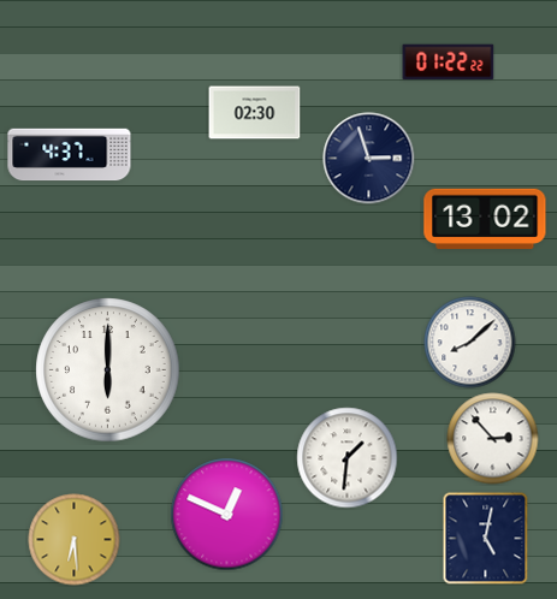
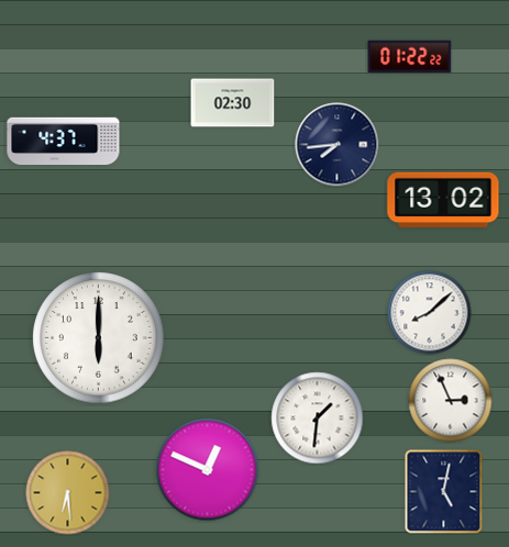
clock at (369, 159): 2:57 -> 7:44
clock at (493, 439): 2:53 -> 2:56
